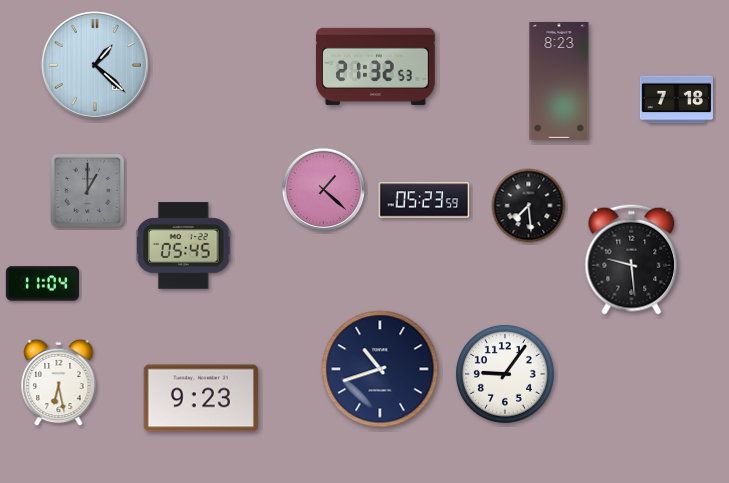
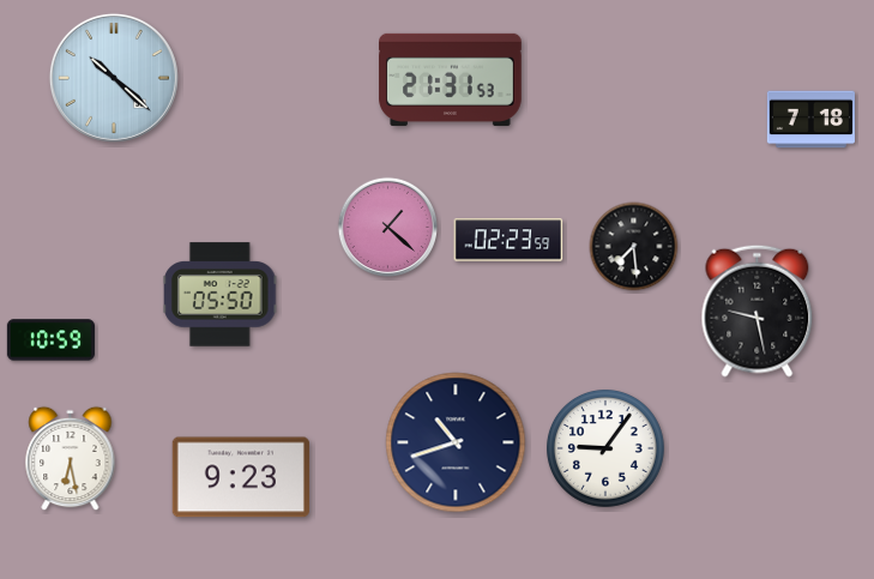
clock at (95, 65): 1:22 -> 10:22
clock at (376, 66): 21:32 -> 21:31
clock at (559, 81): 8:23 -> none
clock at (88, 191): 1:00 -> none
clock at (424, 200): 05:23 -> 02:23
clock at (184, 246): 05:45 -> 05:50
clock at (632, 259): 9:29 -> 9:28
clock at (42, 284): 11:04 -> 10:59
